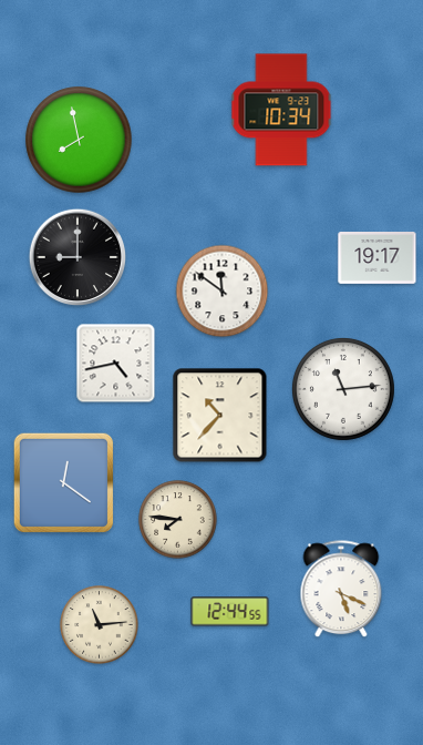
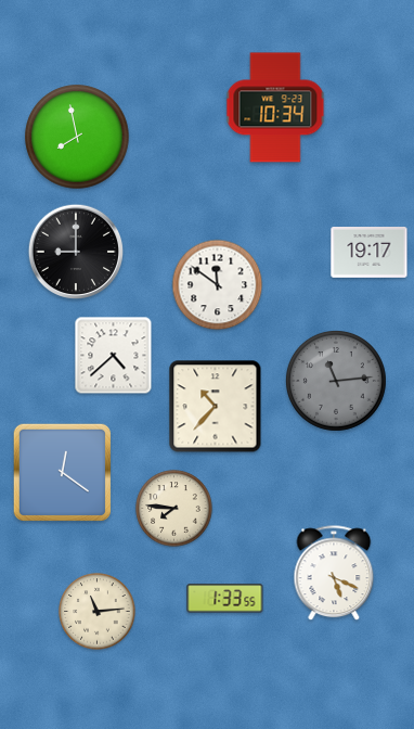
clock at (116, 364): 4:43 -> 4:38
clock at (343, 389) dial: white -> grey
clock at (341, 590) position: (341, 590) -> (334, 574)
clock at (230, 612): 12:44 -> 1:33
